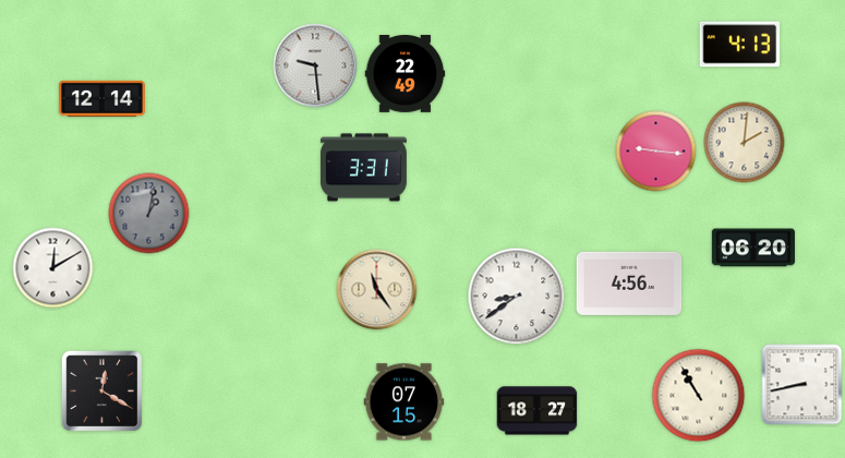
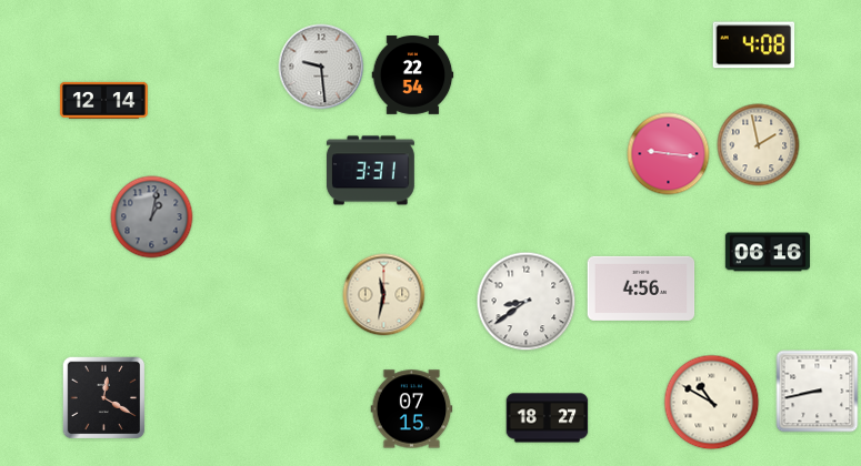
clock at (740, 45): 4:13 -> 4:08
clock at (406, 74): 22:49 -> 22:54
clock at (745, 143): 2:01 -> 1:58
clock at (753, 248): 06:20 -> 06:16
clock at (53, 268): 12:10 -> none
clock at (377, 290): 11:24 -> 11:32
clock at (699, 396): 10:55 -> 10:50
